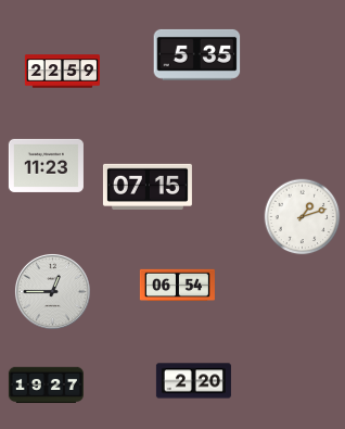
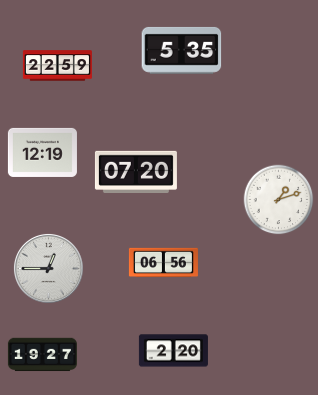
clock at (46, 165): 11:23 -> 12:19
clock at (148, 186): 07:15 -> 07:20
clock at (177, 286): 06:54 -> 06:56
clock at (193, 381) position: (193, 381) -> (173, 351)
